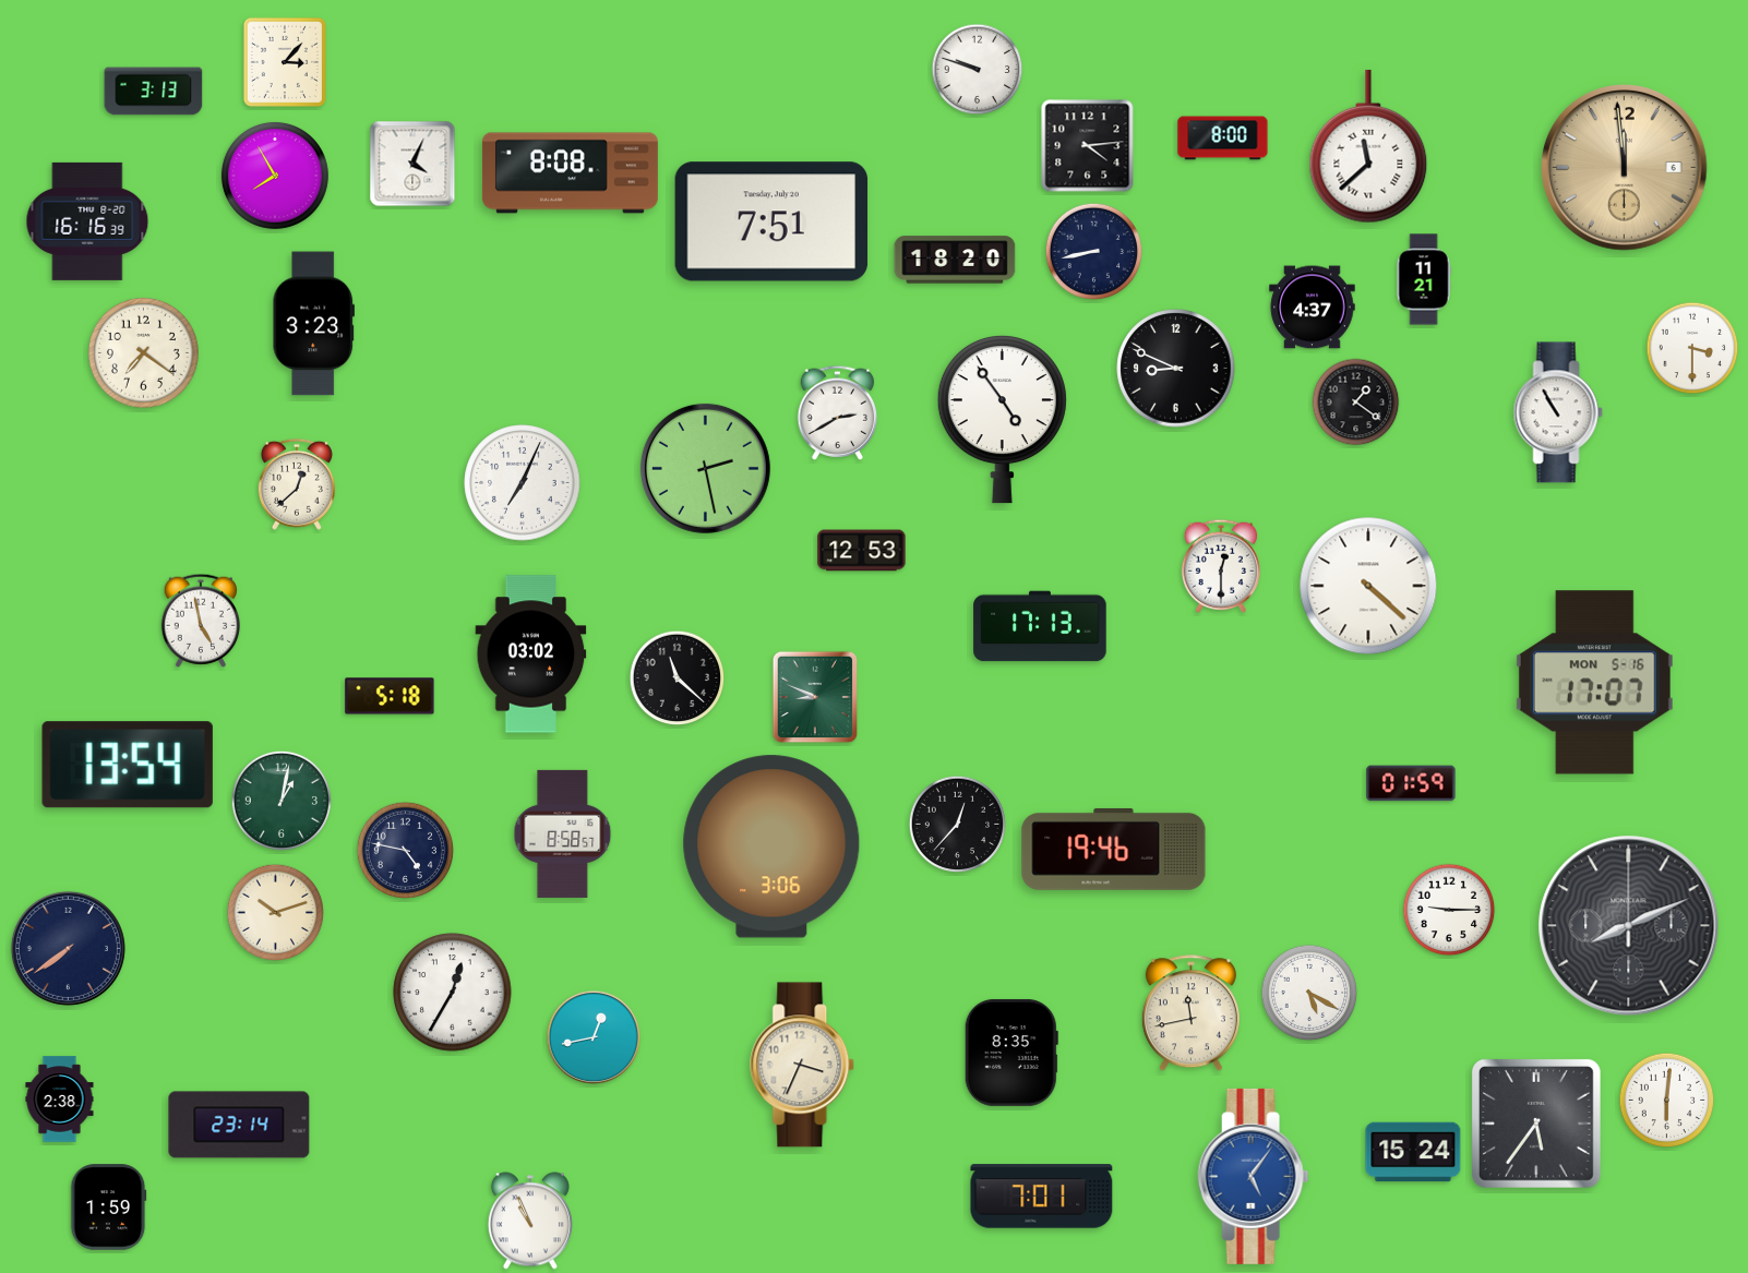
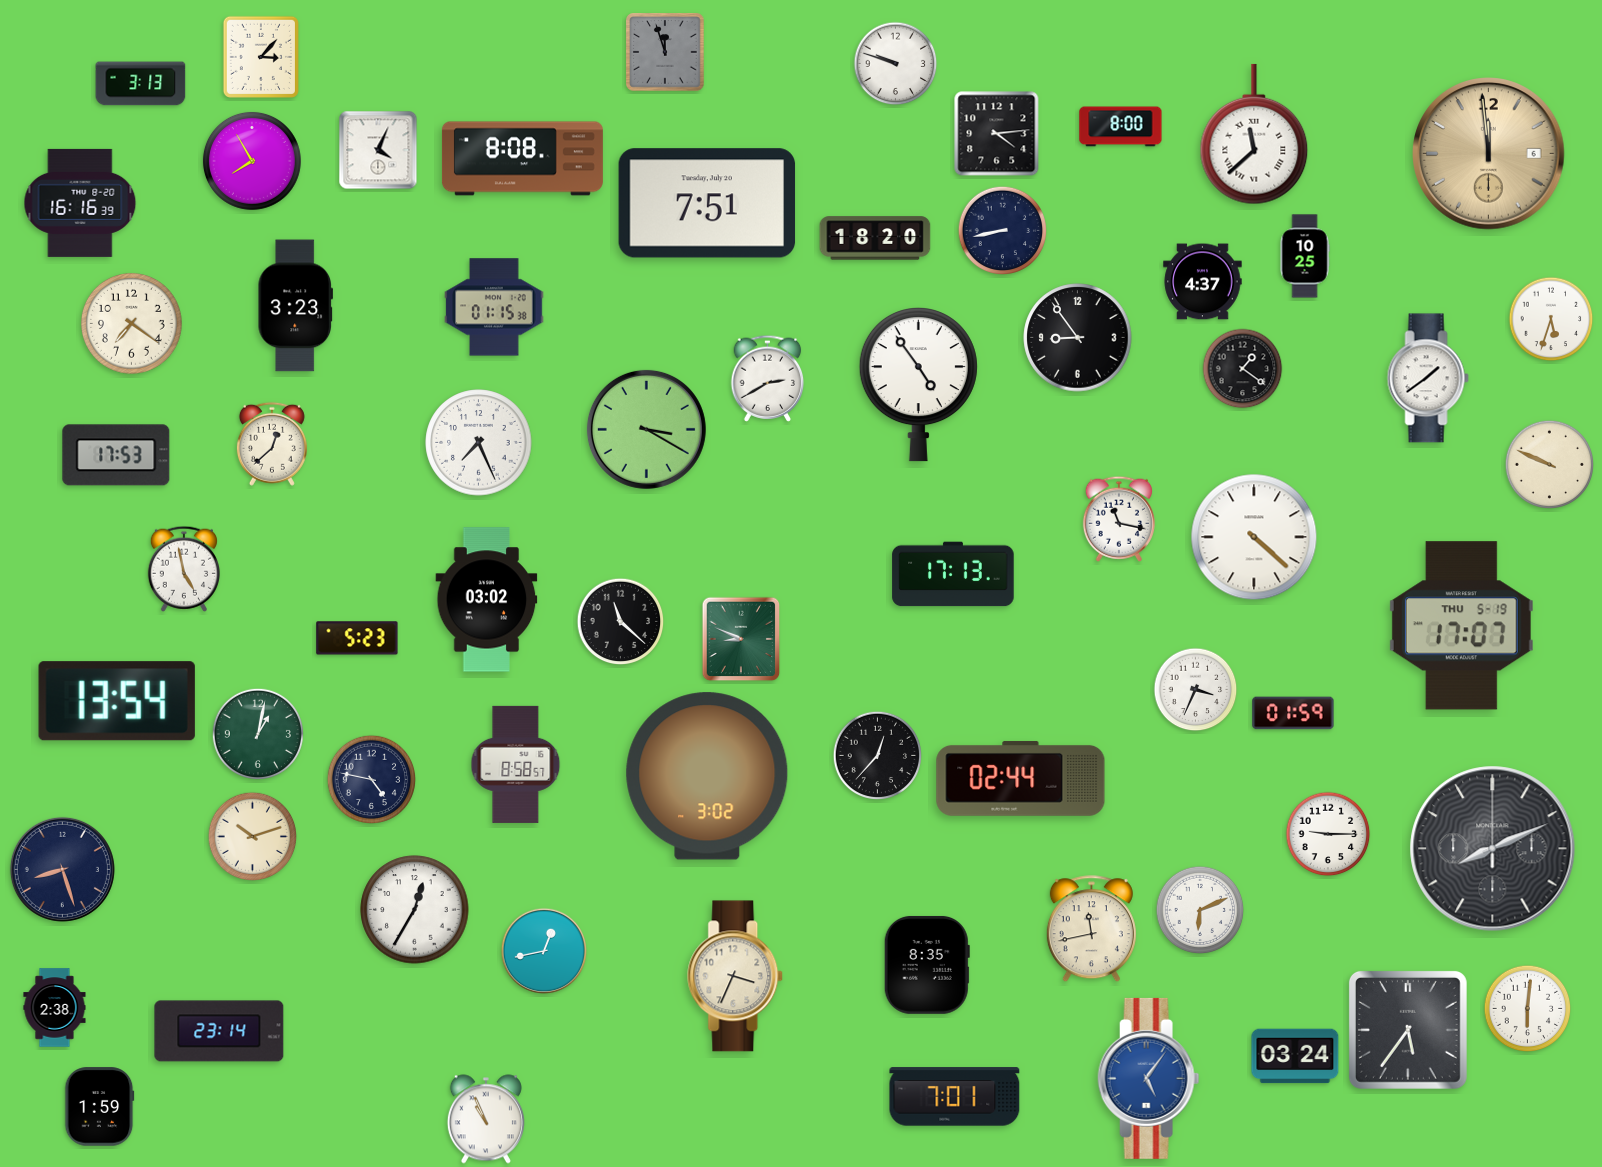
clock at (665, 52): none -> 11:57
clock at (1424, 279): 11:21 -> 10:25
clock at (313, 324) position: (313, 324) -> (295, 306)
clock at (494, 307): none -> 01:15
clock at (1692, 348): 3:30 -> 5:33
clock at (1176, 369): 8:49 -> 8:54
clock at (1558, 412): 10:55 -> 1:39
clock at (705, 468): 2:28 -> 3:20
clock at (523, 483): 7:04 -> 7:26
clock at (116, 455): none -> 17:53
clock at (1550, 465): none -> 9:49
clock at (862, 551): 12:53 -> none
clock at (1220, 566): 12:30 -> 11:17
clock at (1594, 683) date: MON 5-16 -> THU 5-19
clock at (390, 696): 5:18 -> 5:23
clock at (815, 697) position: (815, 697) -> (741, 639)
clock at (1196, 690): none -> 3:34
clock at (1411, 783) position: (1411, 783) -> (1293, 713)
clock at (771, 846): 3:06 -> 3:02
clock at (1114, 849): 19:46 -> 02:44
clock at (68, 948): 7:39 -> 8:27
clock at (1309, 993): 5:20 -> 6:11
clock at (1413, 1152): 15:24 -> 03:24
